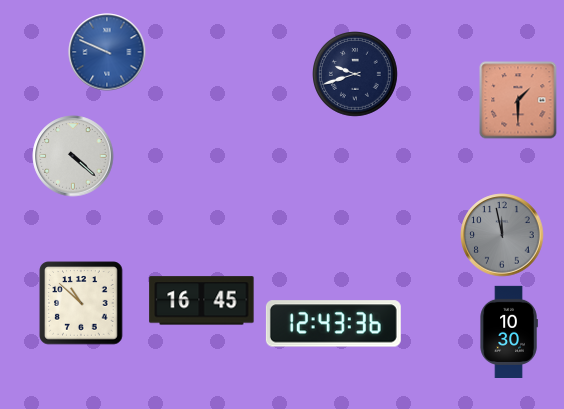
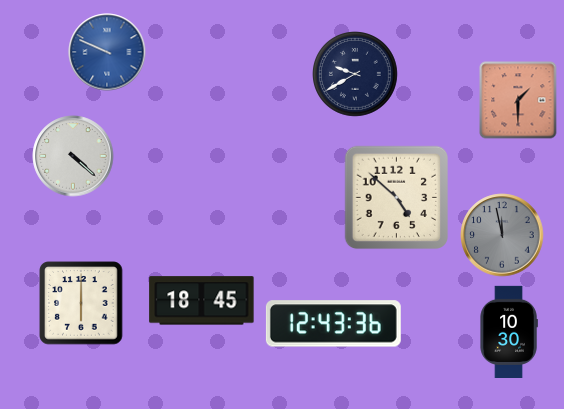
clock at (356, 75): 9:42 -> 9:40
clock at (397, 198): none -> 4:52
clock at (202, 301): 16:45 -> 18:45
clock at (81, 303): 10:52 -> 6:00
